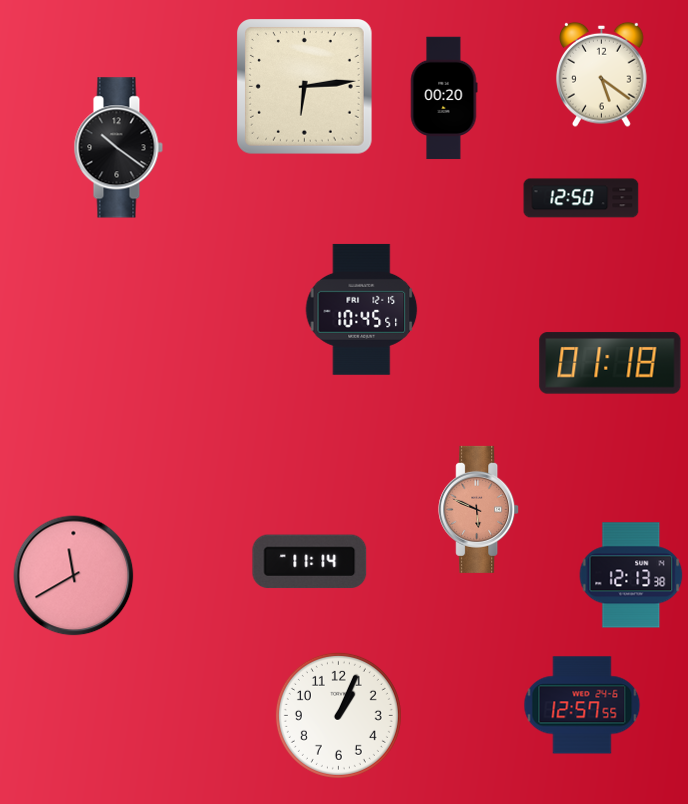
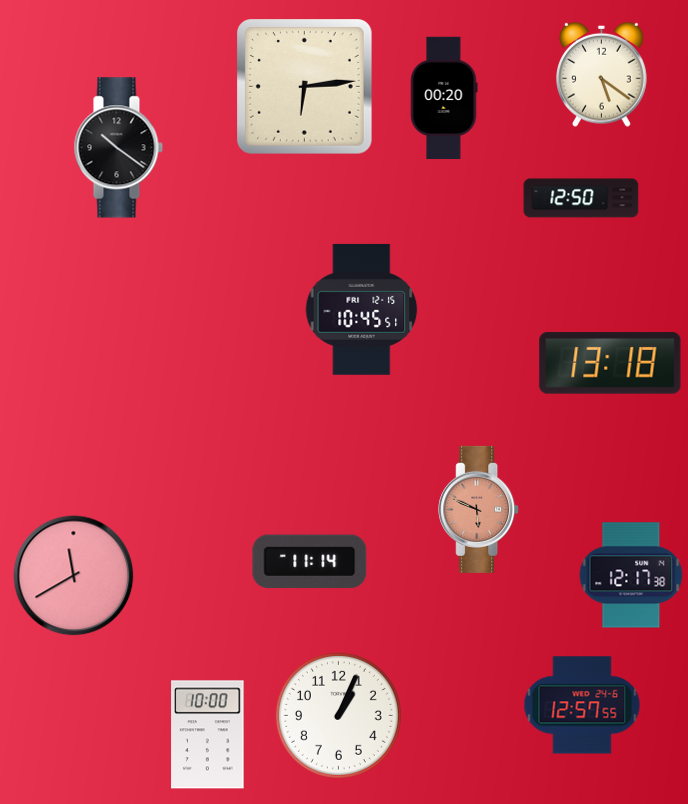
clock at (610, 363): 01:18 -> 13:18
clock at (631, 575): 12:13 -> 12:17
clock at (208, 735): none -> 10:00
